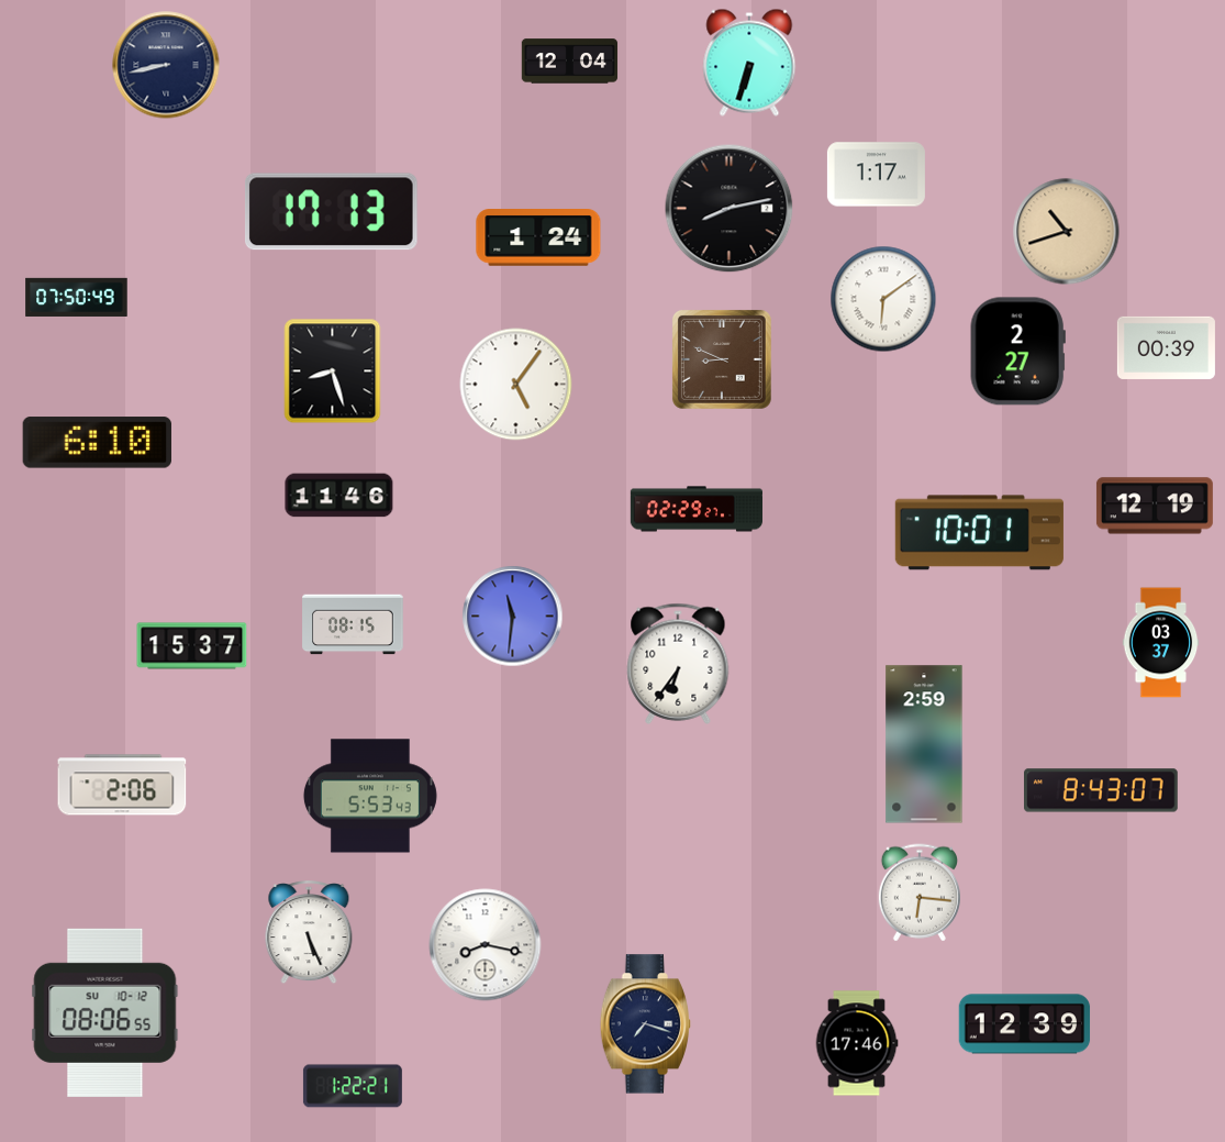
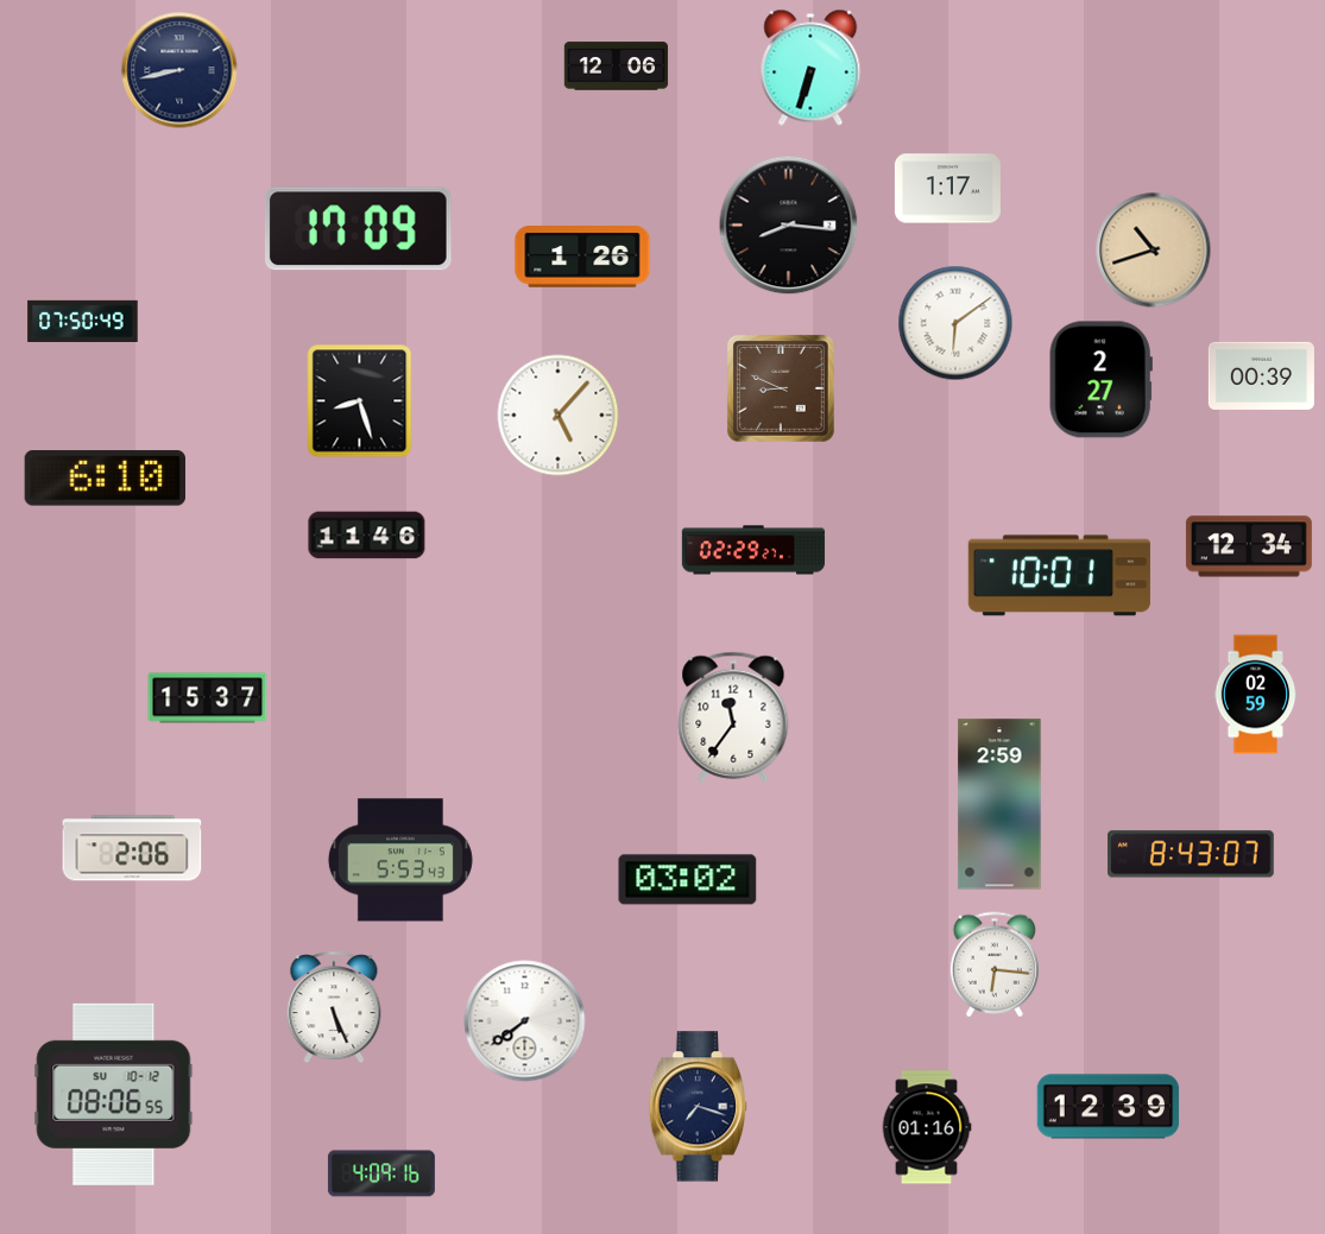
clock at (570, 62): 12:04 -> 12:06
clock at (730, 209): 8:13 -> 8:16
clock at (331, 212): 17:13 -> 17:09
clock at (538, 237): 1:24 -> 1:26
clock at (516, 385): 5:06 -> 5:07
clock at (1155, 506): 12:19 -> 12:34
clock at (513, 617): 11:31 -> none
clock at (353, 624): 08:15 -> none
clock at (1161, 643): 03:37 -> 02:59
clock at (678, 664): 6:36 -> 11:36
clock at (688, 880): none -> 03:02
clock at (486, 945): 8:17 -> 7:39
clock at (857, 1043): 17:46 -> 01:16
clock at (353, 1086): 1:22 -> 4:09
